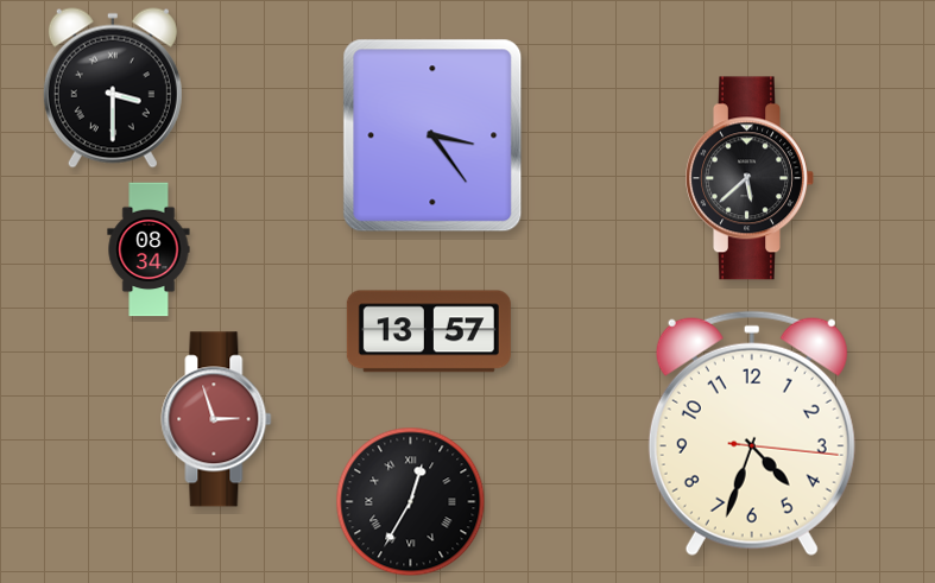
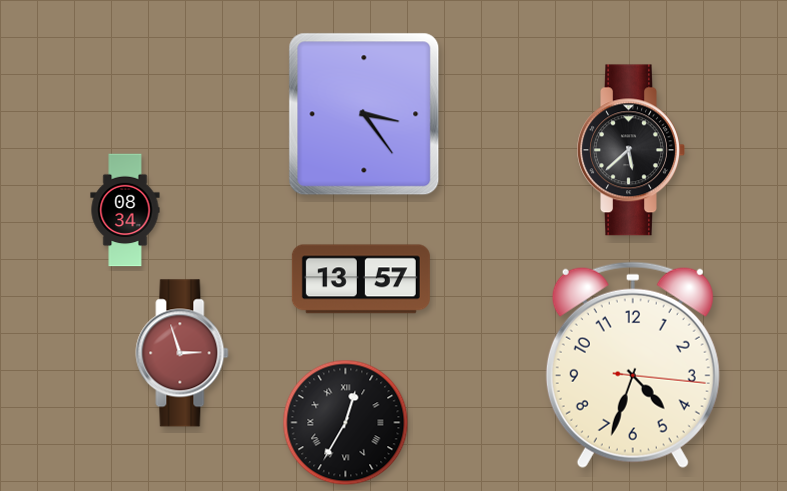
clock at (113, 88): 3:30 -> none
